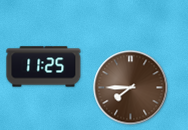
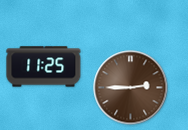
clock at (131, 88): 7:45 -> 2:45
